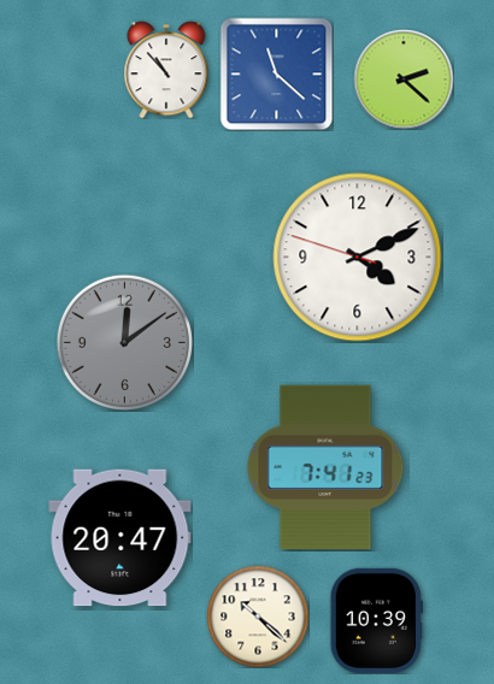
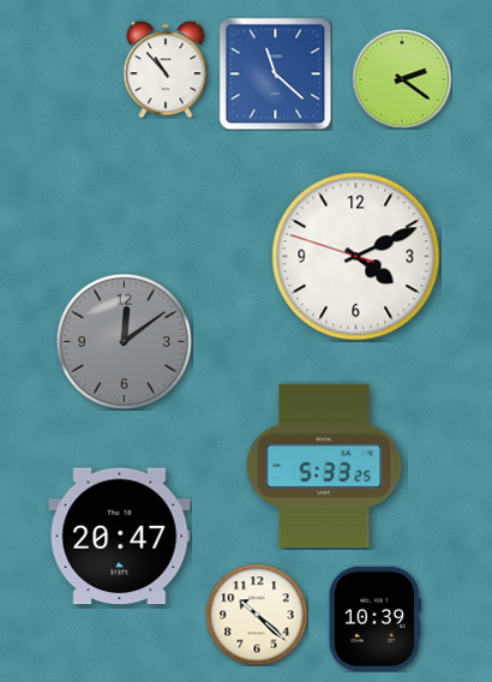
clock at (404, 79): 2:22 -> 2:21
clock at (325, 467): 7:41 -> 5:33
